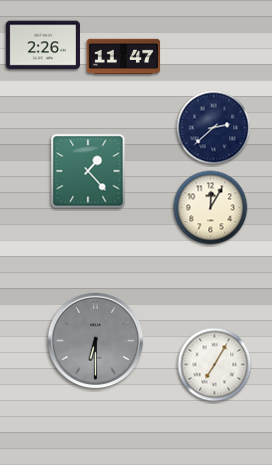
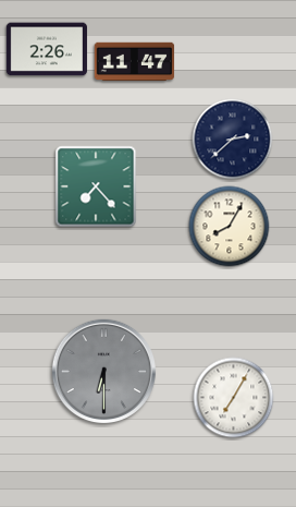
clock at (88, 171): 1:23 -> 7:23
clock at (211, 208): 12:05 -> 8:05
